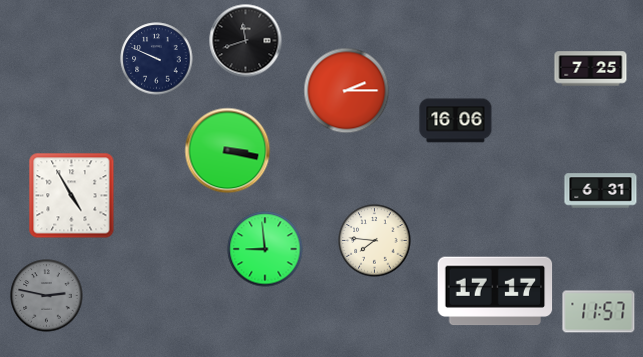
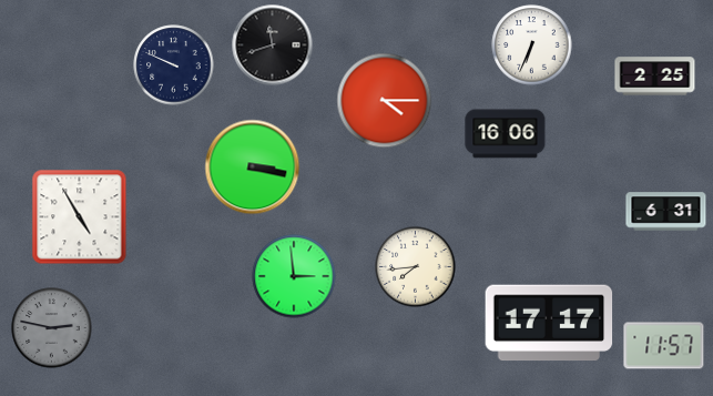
clock at (532, 45): none -> 6:34
clock at (591, 69): 7:25 -> 2:25
clock at (347, 91): 2:15 -> 4:15
clock at (375, 241): 7:46 -> 7:44
clock at (265, 249): 8:59 -> 2:59
